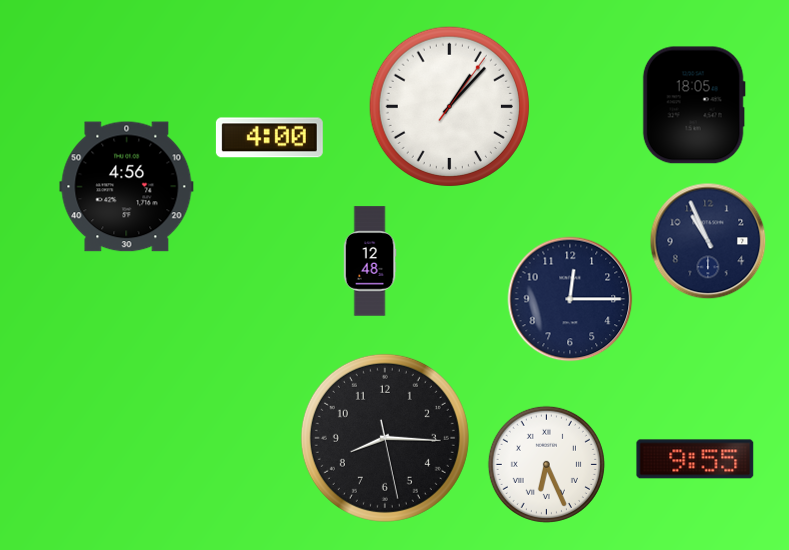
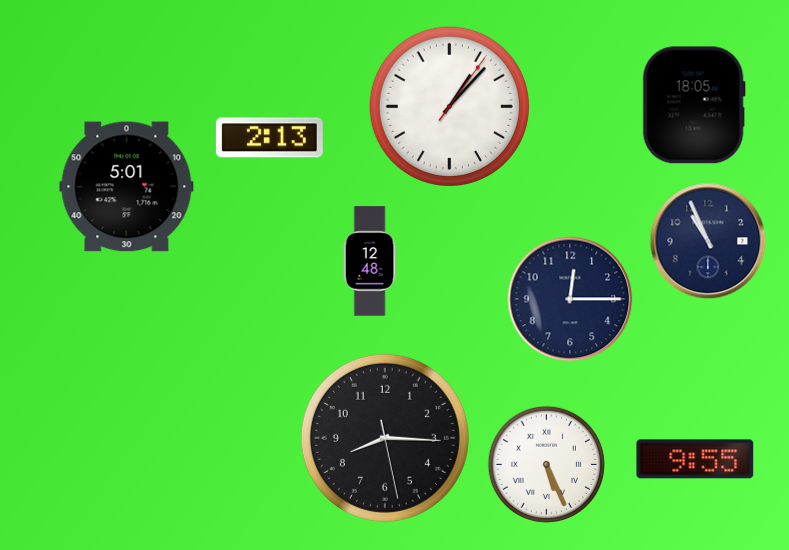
clock at (269, 138): 4:00 -> 2:13
clock at (127, 187): 4:56 -> 5:01
clock at (546, 464): 6:26 -> 5:26
